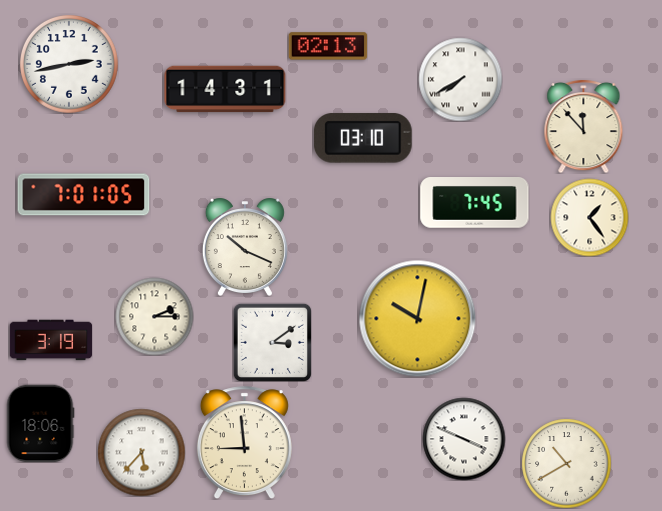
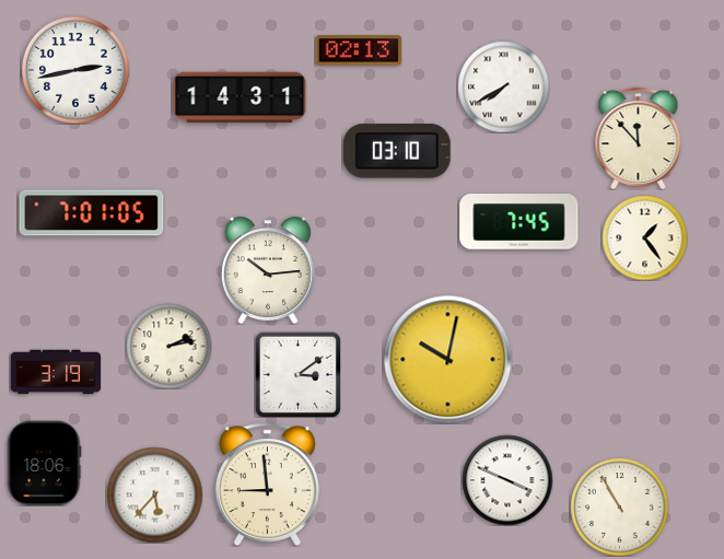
clock at (225, 89) position: (225, 89) -> (240, 97)
clock at (245, 247): 10:19 -> 10:14
clock at (154, 316): 2:15 -> 2:13
clock at (417, 318) position: (417, 318) -> (447, 359)
clock at (566, 463): 10:40 -> 10:55
